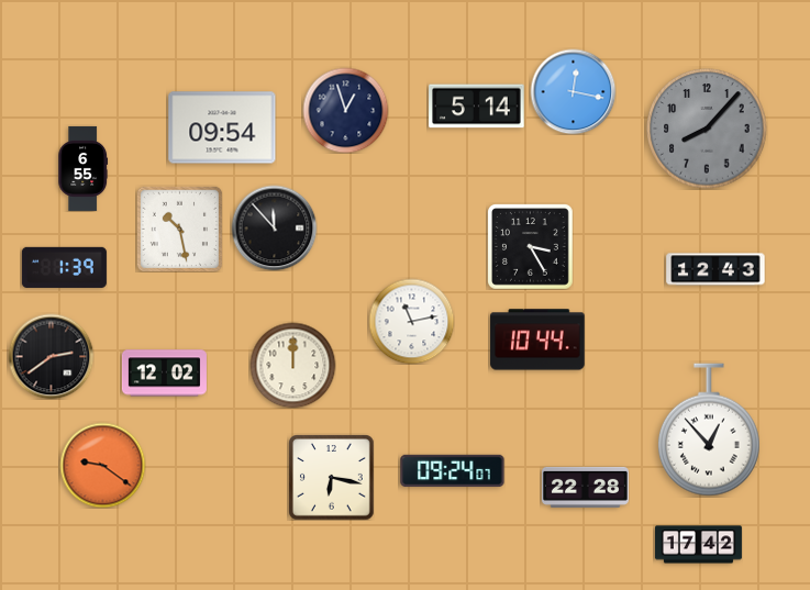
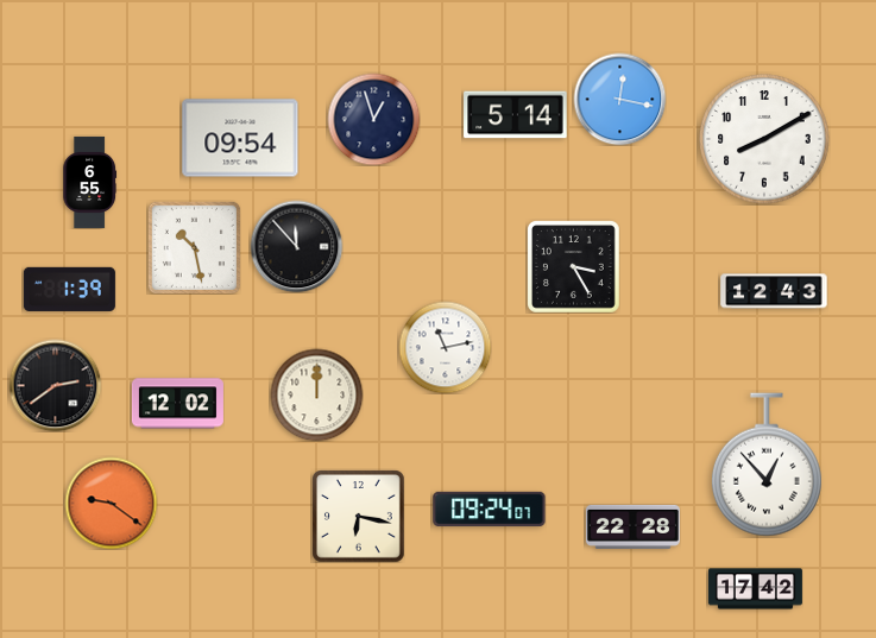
clock at (707, 129): 8:07 -> 8:10
clock at (707, 129) dial: grey -> white
clock at (537, 339): 10:44 -> none
